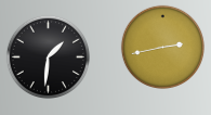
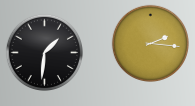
clock at (162, 47): 2:43 -> 2:16
